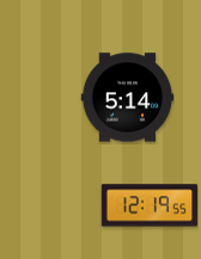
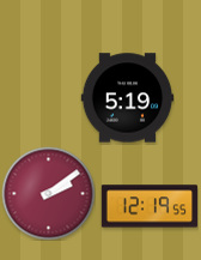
clock at (127, 98): 5:14 -> 5:19
clock at (48, 193): none -> 2:09
